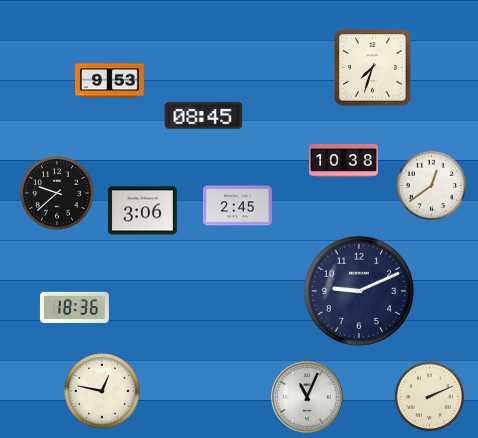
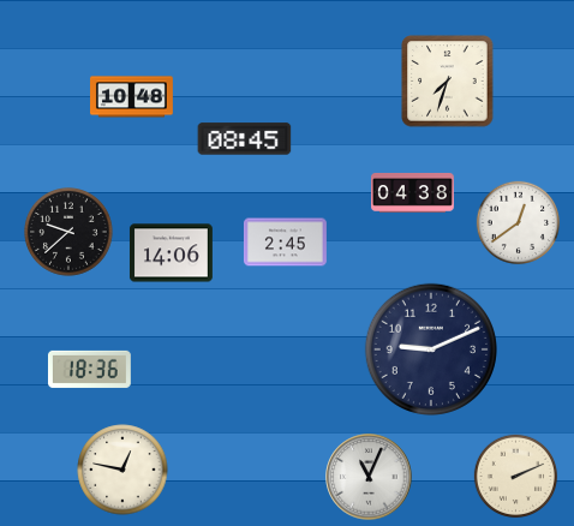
clock at (110, 81): 9:53 -> 10:48
clock at (344, 160): 10:38 -> 04:38
clock at (237, 206) position: (237, 206) -> (285, 243)
clock at (142, 211): 3:06 -> 14:06
